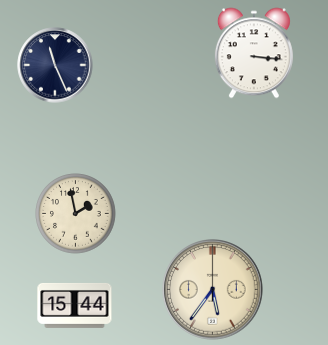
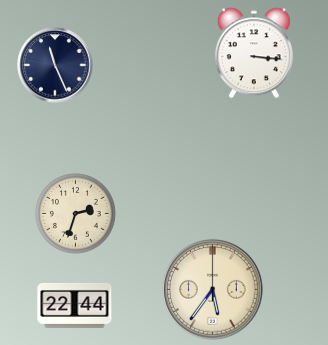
clock at (76, 214): 1:58 -> 2:33
clock at (75, 305): 15:44 -> 22:44
